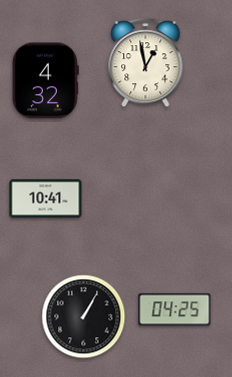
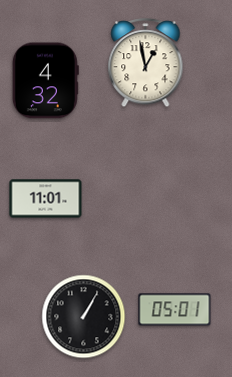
clock at (46, 199): 10:41 -> 11:01
clock at (175, 310): 04:25 -> 05:01
